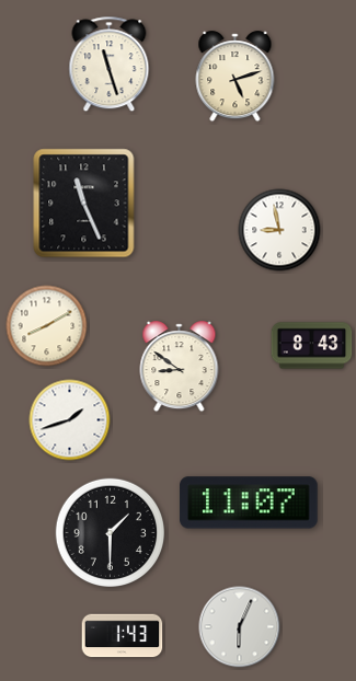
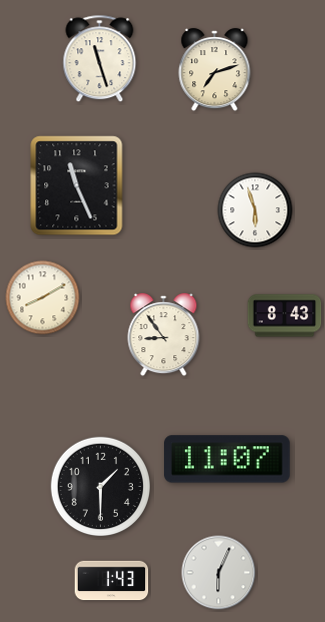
clock at (236, 77): 5:12 -> 7:12
clock at (279, 230): 8:58 -> 5:57
clock at (180, 367): 8:51 -> 8:54
clock at (70, 420): 1:42 -> none
